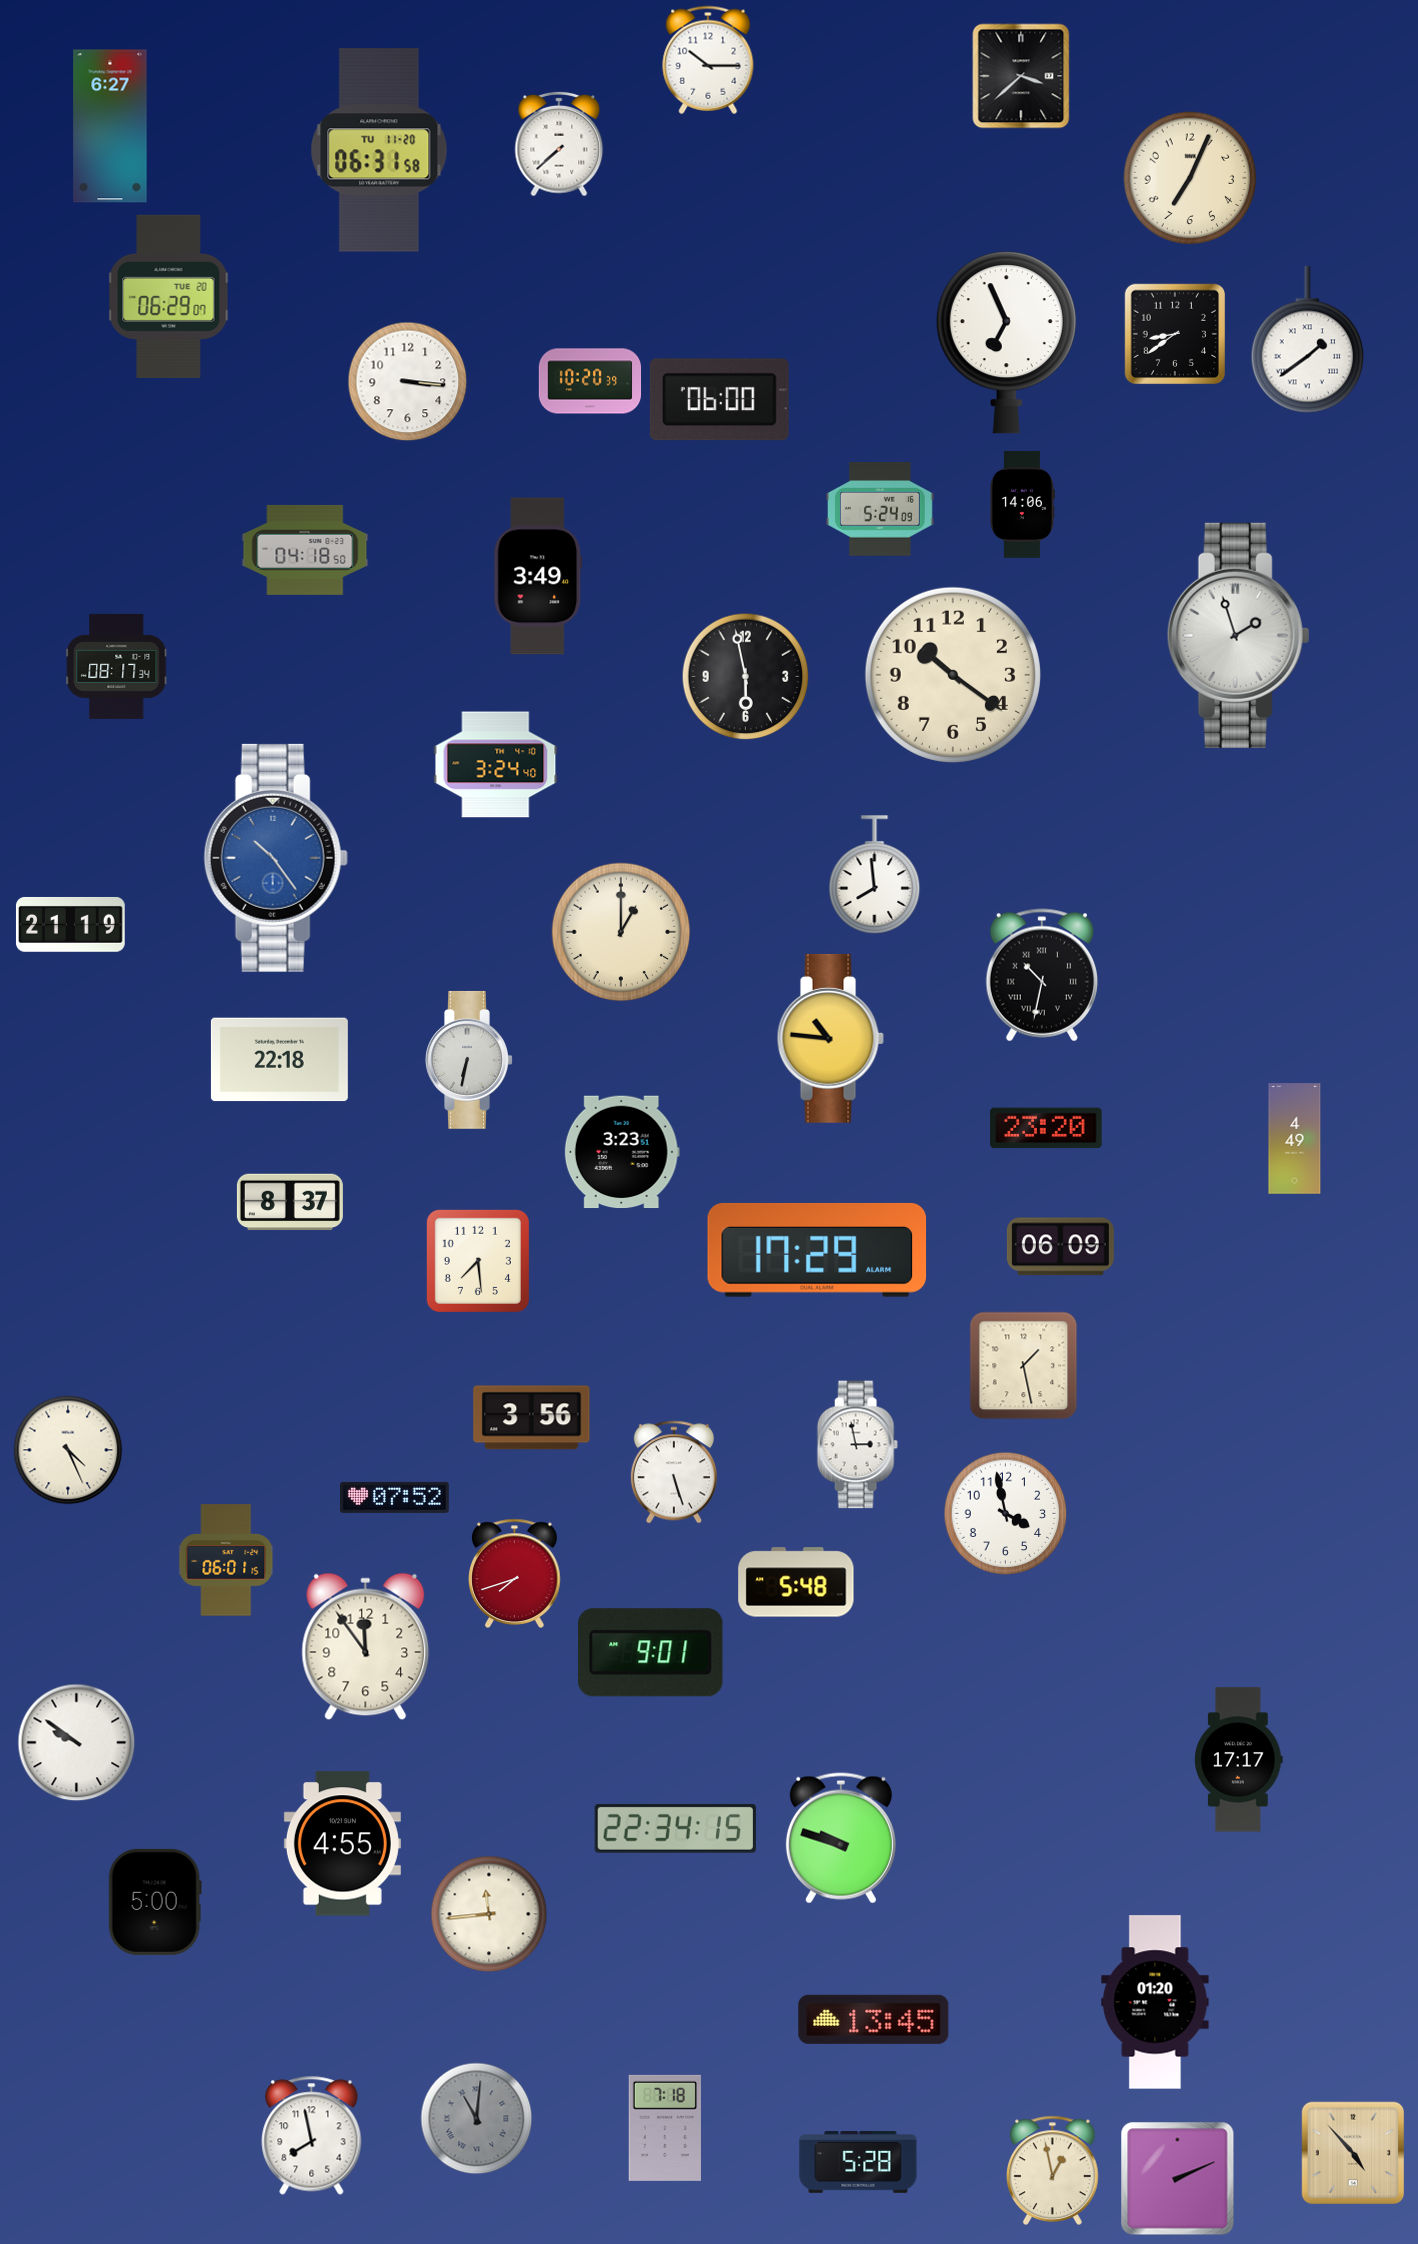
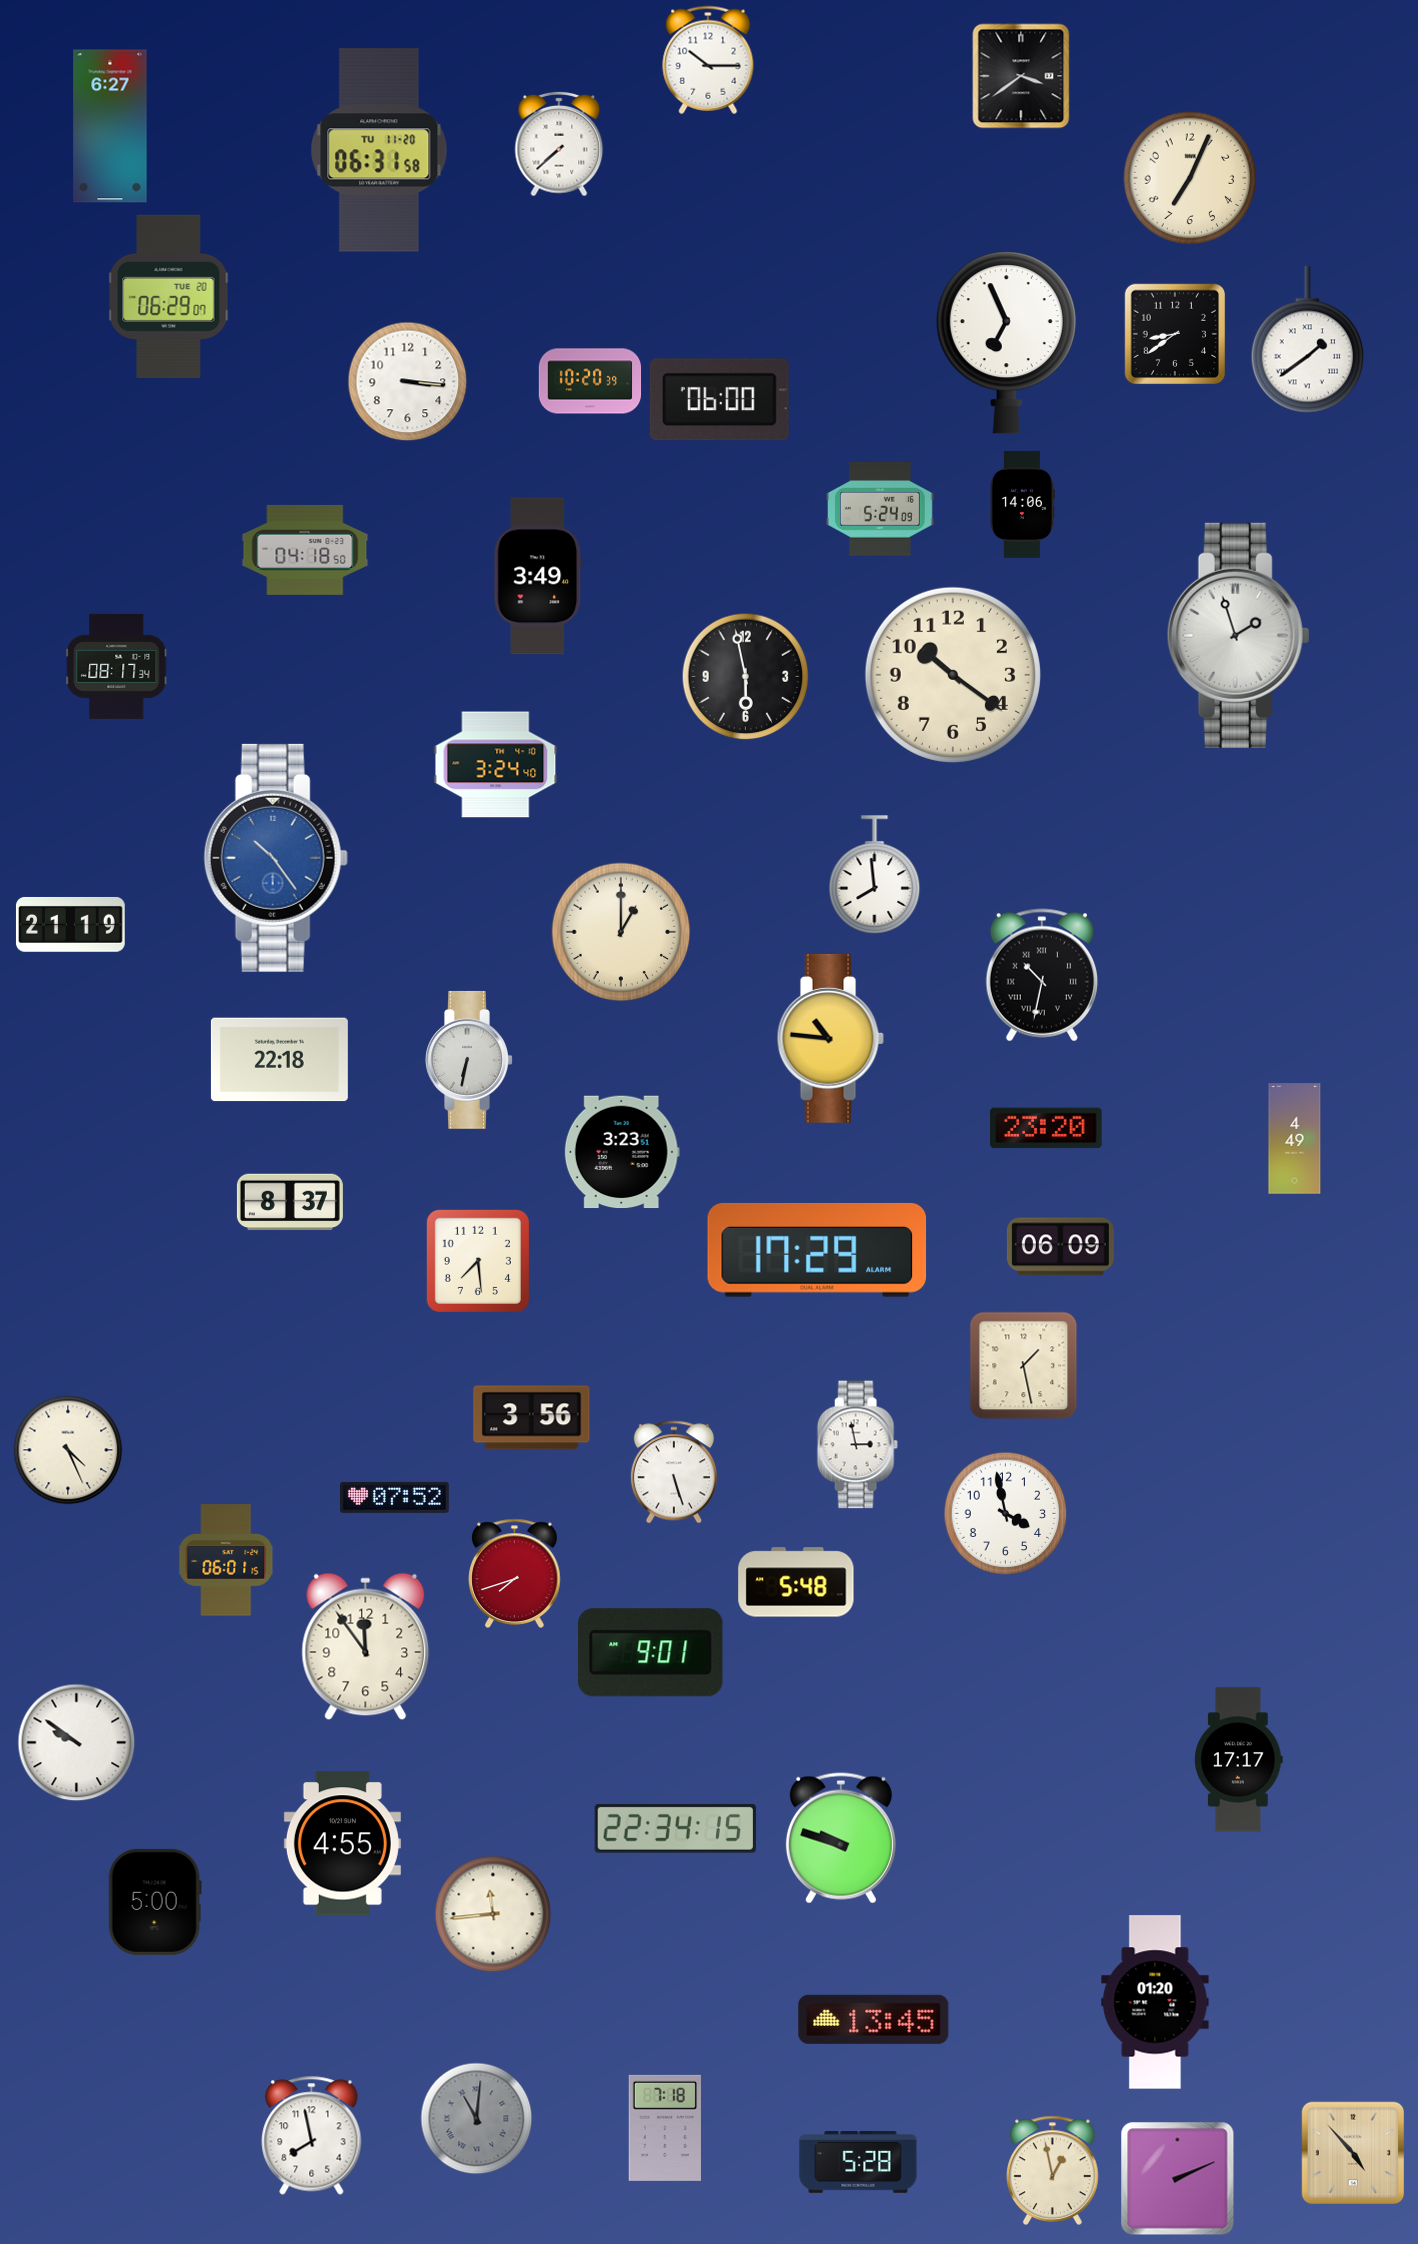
clock at (1021, 76): 3:38 -> 3:39
clock at (489, 1914) position: (489, 1914) -> (493, 1914)
